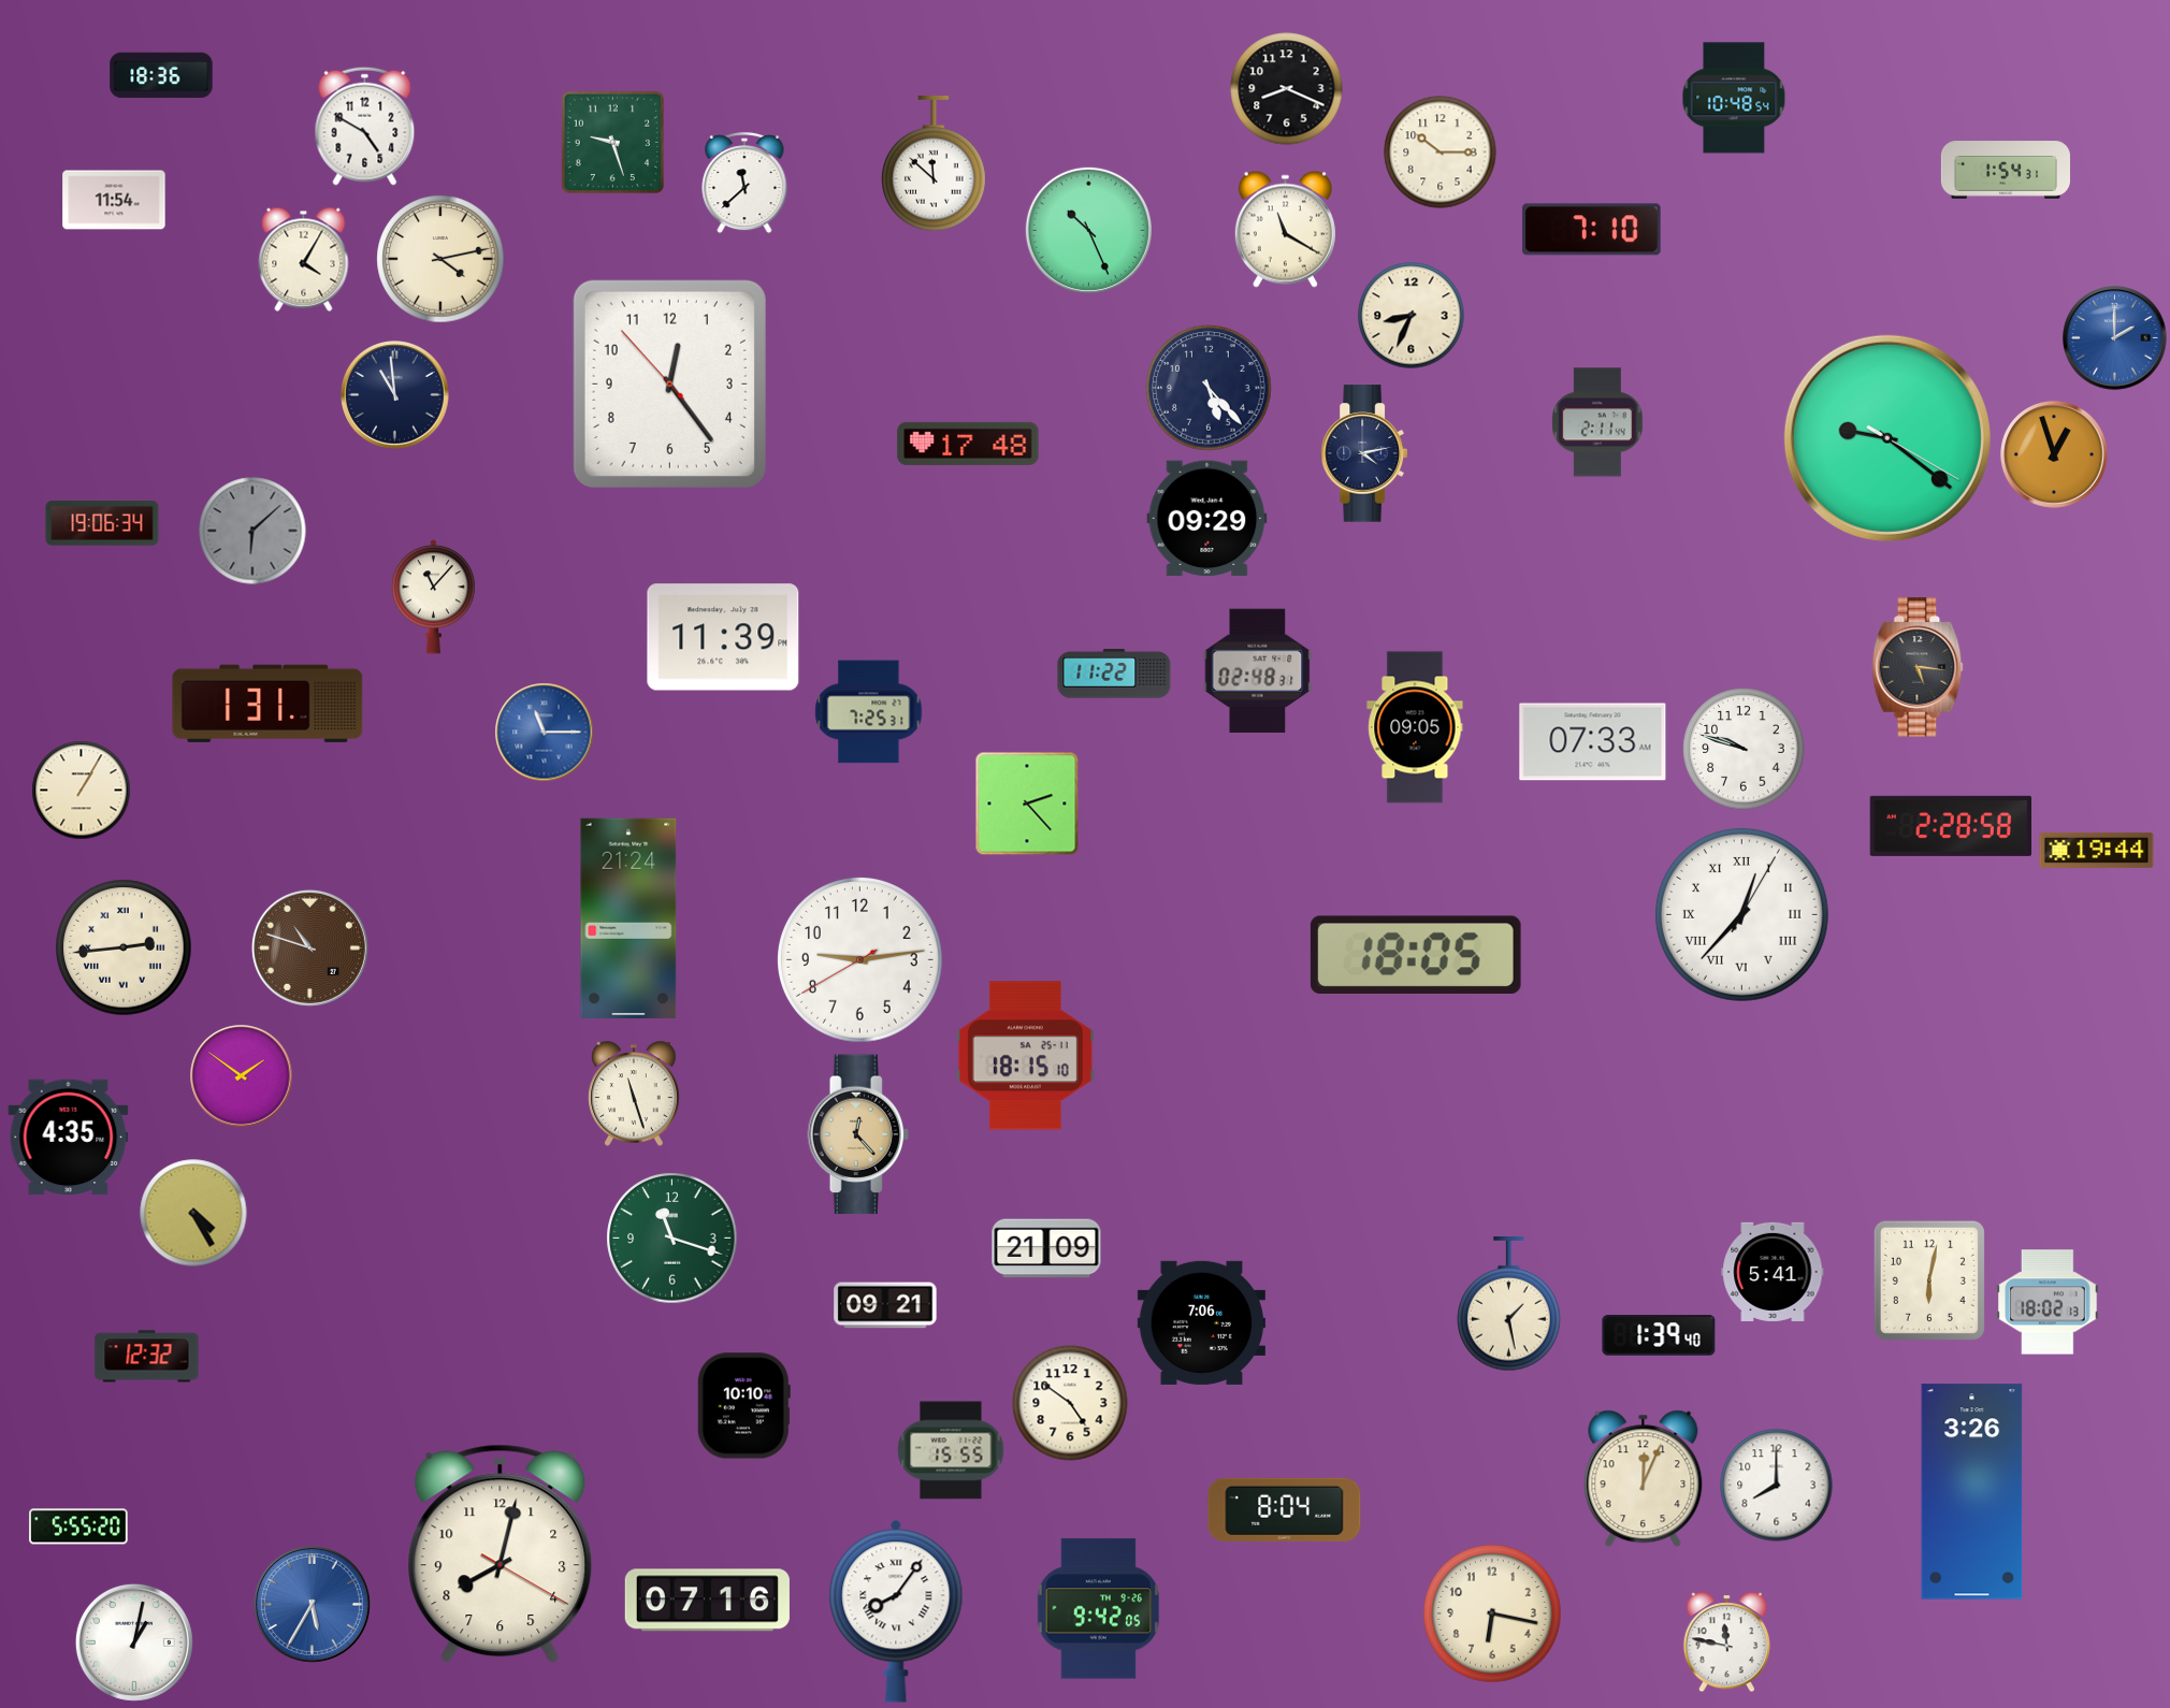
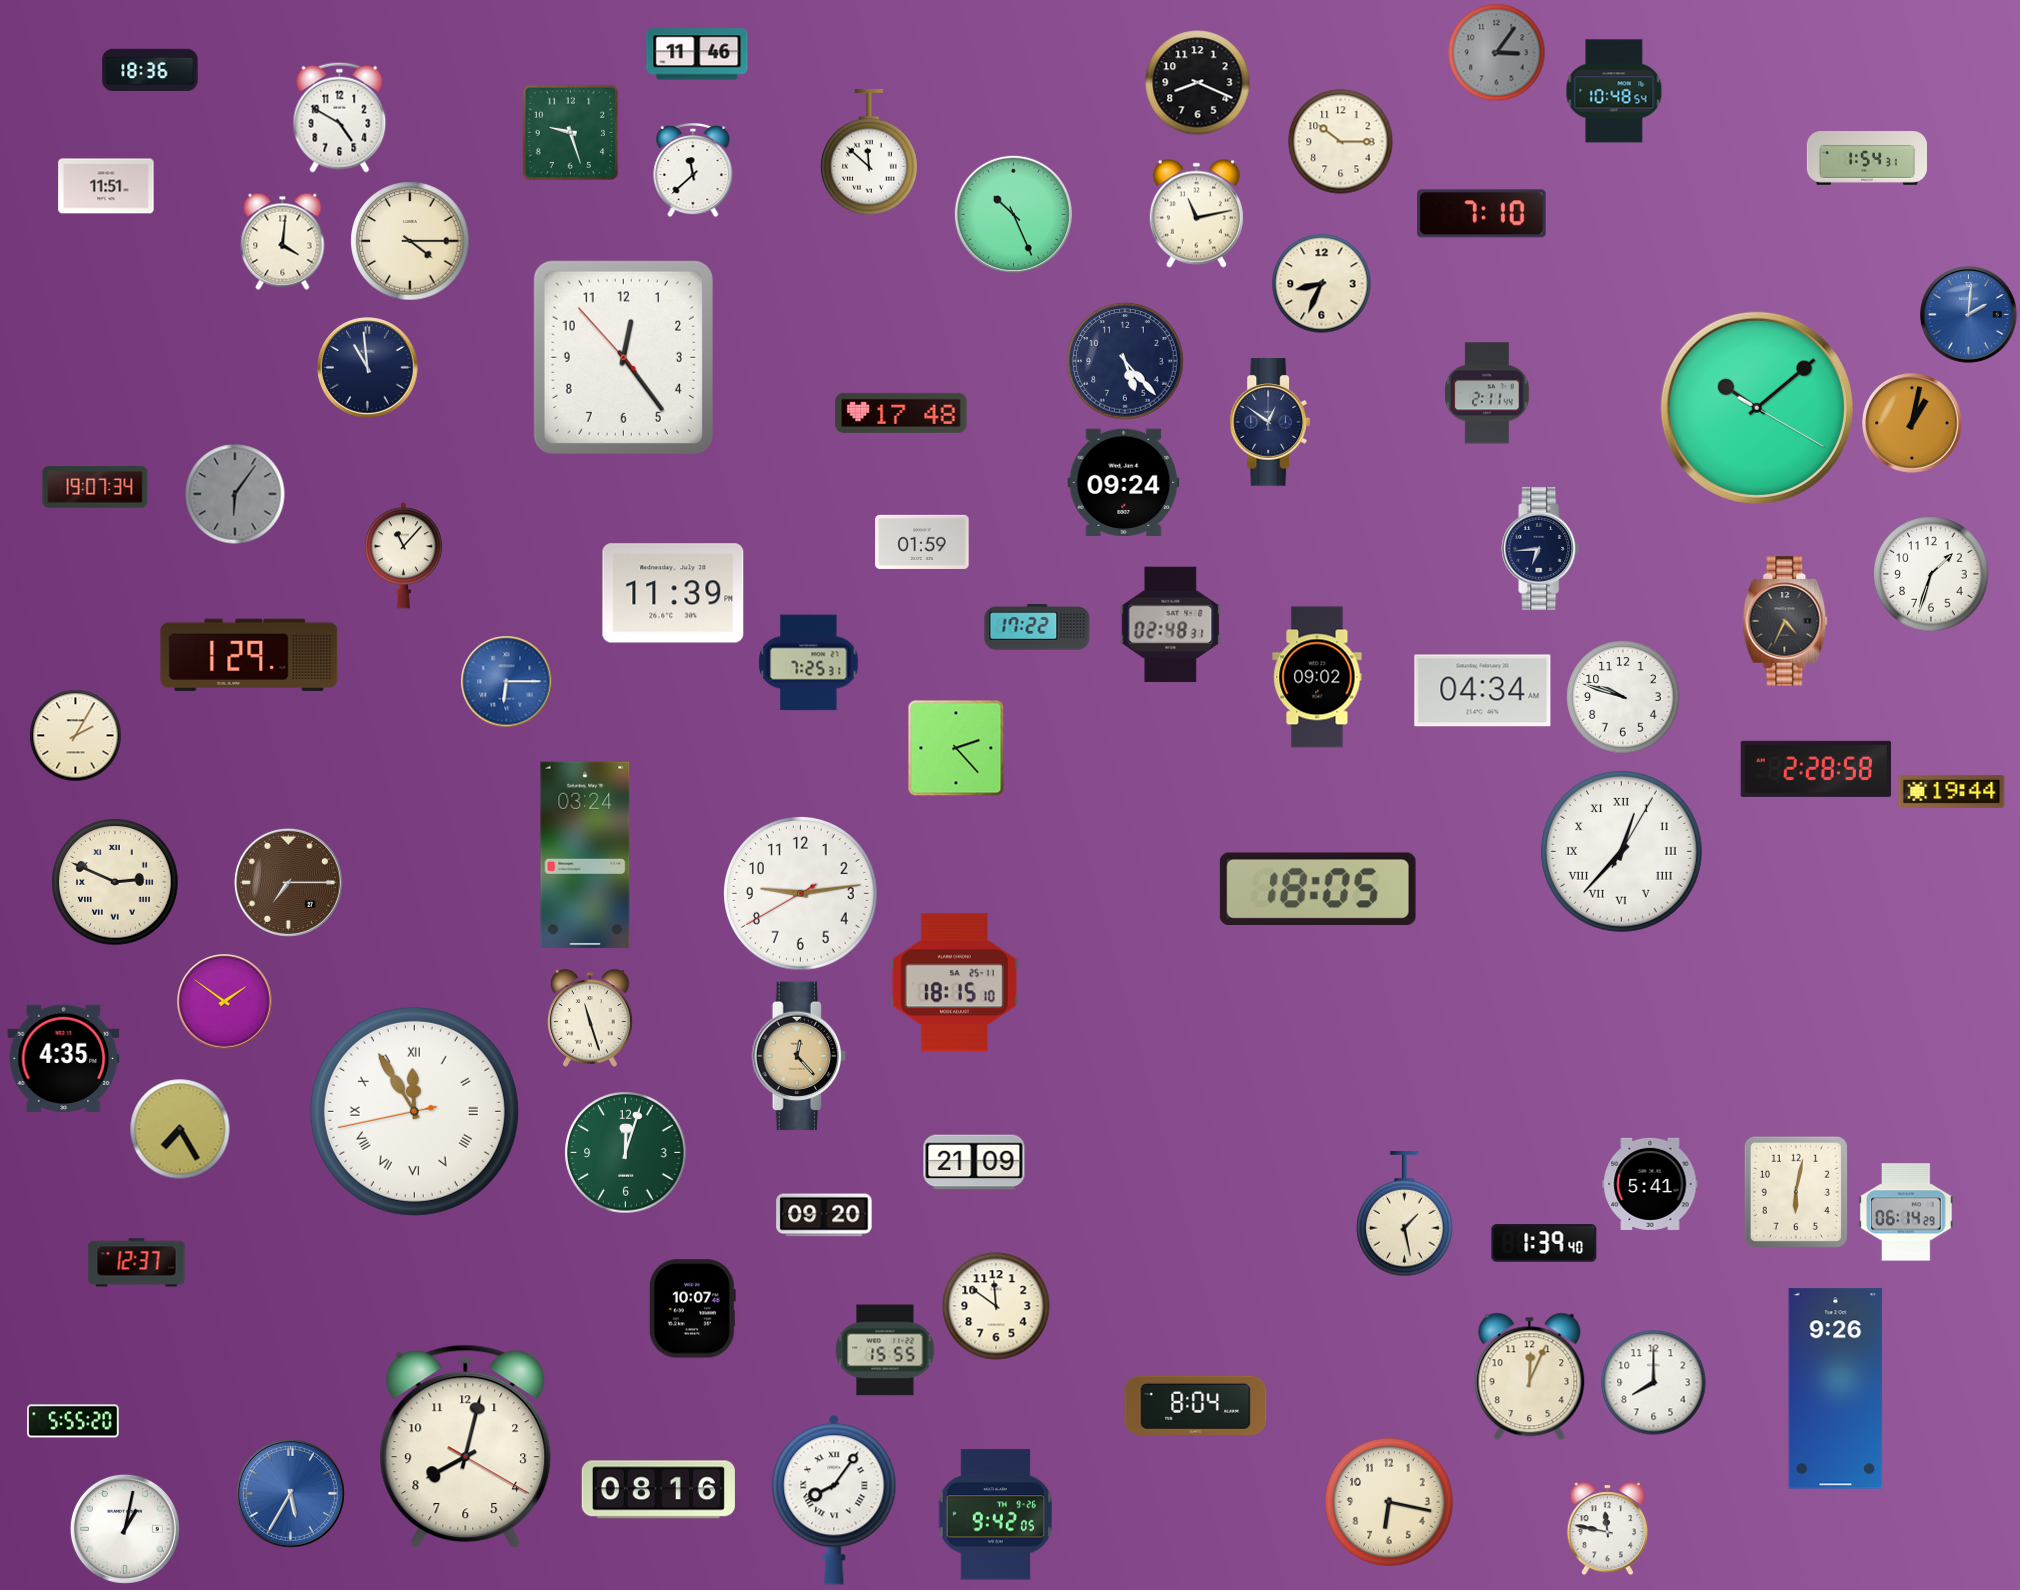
clock at (1497, 53): none -> 3:06
clock at (697, 54): none -> 11:46
clock at (114, 200): 11:54 -> 11:51
clock at (1285, 229): 11:20 -> 11:13
clock at (304, 259): 4:05 -> 4:01
clock at (440, 259): 4:13 -> 4:15
clock at (1412, 316) position: (1412, 316) -> (1322, 284)
clock at (2115, 338): 2:00 -> 2:01
clock at (1887, 438): 9:21 -> 10:08
clock at (1363, 453): 4:13 -> 12:51
clock at (2054, 454): 12:57 -> 1:02
clock at (1207, 519): 09:29 -> 09:24
clock at (102, 523): 19:06 -> 19:07
clock at (252, 531): 6:08 -> 6:06
clock at (922, 542): none -> 01:59
clock at (1541, 548): none -> 6:44
clock at (1931, 574): none -> 1:33
clock at (1918, 667): 5:16 -> 4:34
clock at (1114, 674): 11:22 -> 17:22
clock at (267, 704): 1:31 -> 1:29
clock at (1415, 727): 09:05 -> 09:02
clock at (545, 733): 11:15 -> 6:15
clock at (1593, 742): 07:33 -> 04:34
clock at (82, 791): 1:05 -> 2:05
clock at (628, 918): 21:24 -> 03:24
clock at (124, 947): 2:44 -> 2:49
clock at (309, 947): 10:48 -> 7:15
clock at (414, 1111): none -> 11:54
clock at (193, 1213): 4:25 -> 7:25
clock at (672, 1239): 11:18 -> 12:03
clock at (2049, 1302): 18:02 -> 06:14
clock at (885, 1305): 09:21 -> 09:20
clock at (1201, 1322): 7:06 -> none
clock at (147, 1357): 12:32 -> 12:37
clock at (1070, 1403): 4:51 -> 11:51
clock at (743, 1406): 10:10 -> 10:07
clock at (1972, 1492): 3:26 -> 9:26
clock at (707, 1601): 07:16 -> 08:16
clock at (1098, 1609) position: (1098, 1609) -> (995, 1515)
